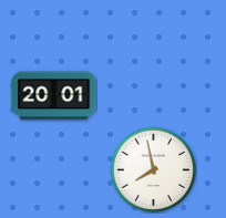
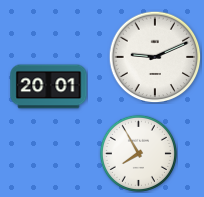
clock at (155, 57): none -> 9:11
clock at (153, 169): 7:58 -> 7:55
